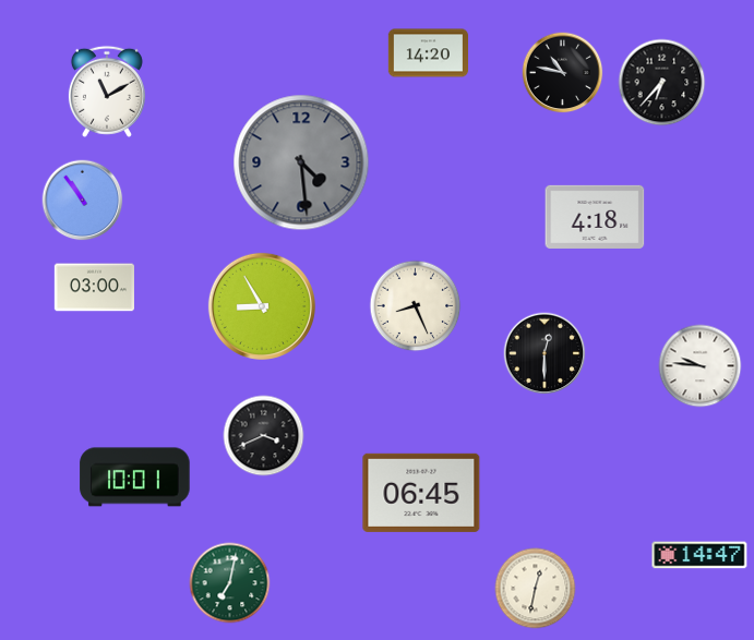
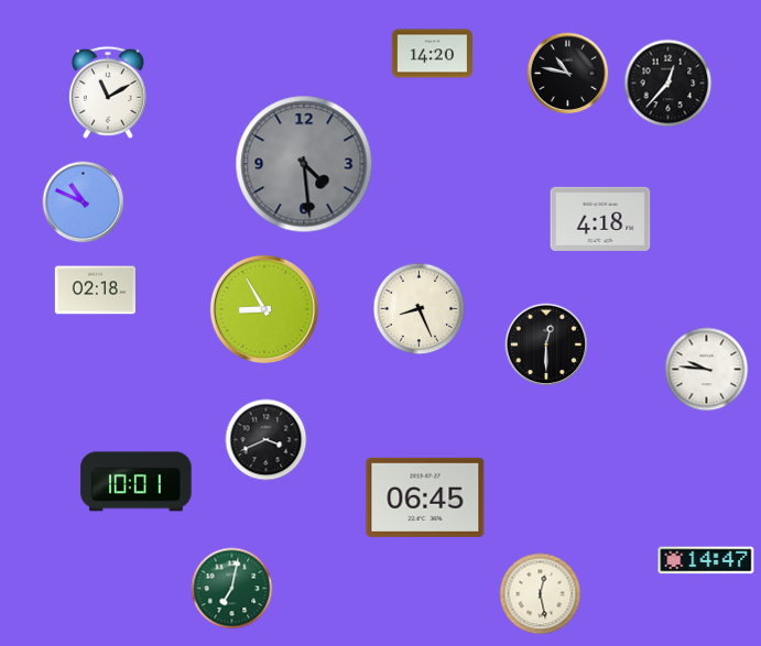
clock at (662, 83): 6:37 -> 12:37
clock at (83, 201): 10:54 -> 10:49
clock at (94, 288): 03:00 -> 02:18
clock at (544, 353) position: (544, 353) -> (546, 344)
clock at (536, 589): 12:32 -> 12:28
